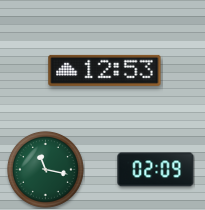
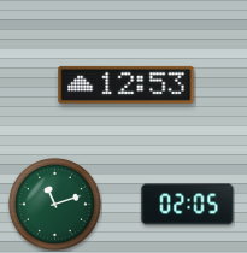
clock at (45, 169): 11:17 -> 11:12
clock at (156, 170): 02:09 -> 02:05
